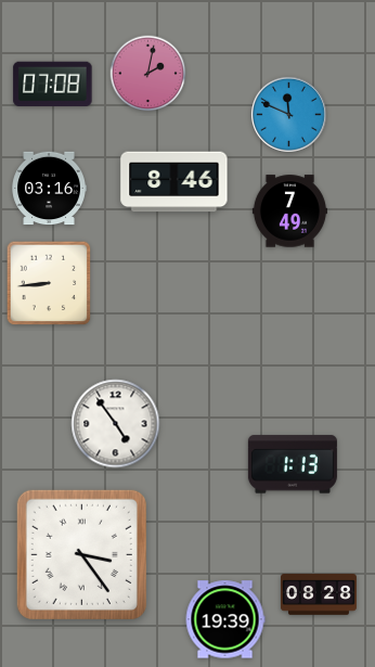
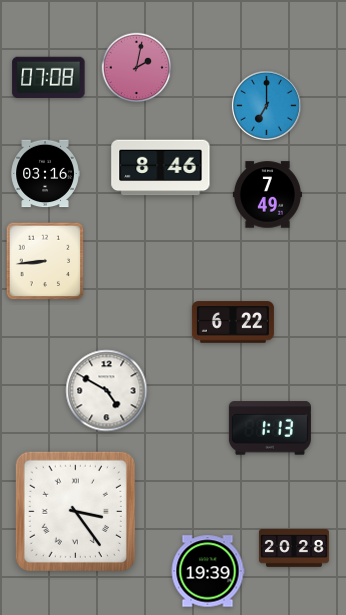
clock at (288, 114): 11:49 -> 7:00
clock at (233, 322): none -> 6:22
clock at (116, 424): 4:54 -> 4:50
clock at (319, 594): 08:28 -> 20:28
